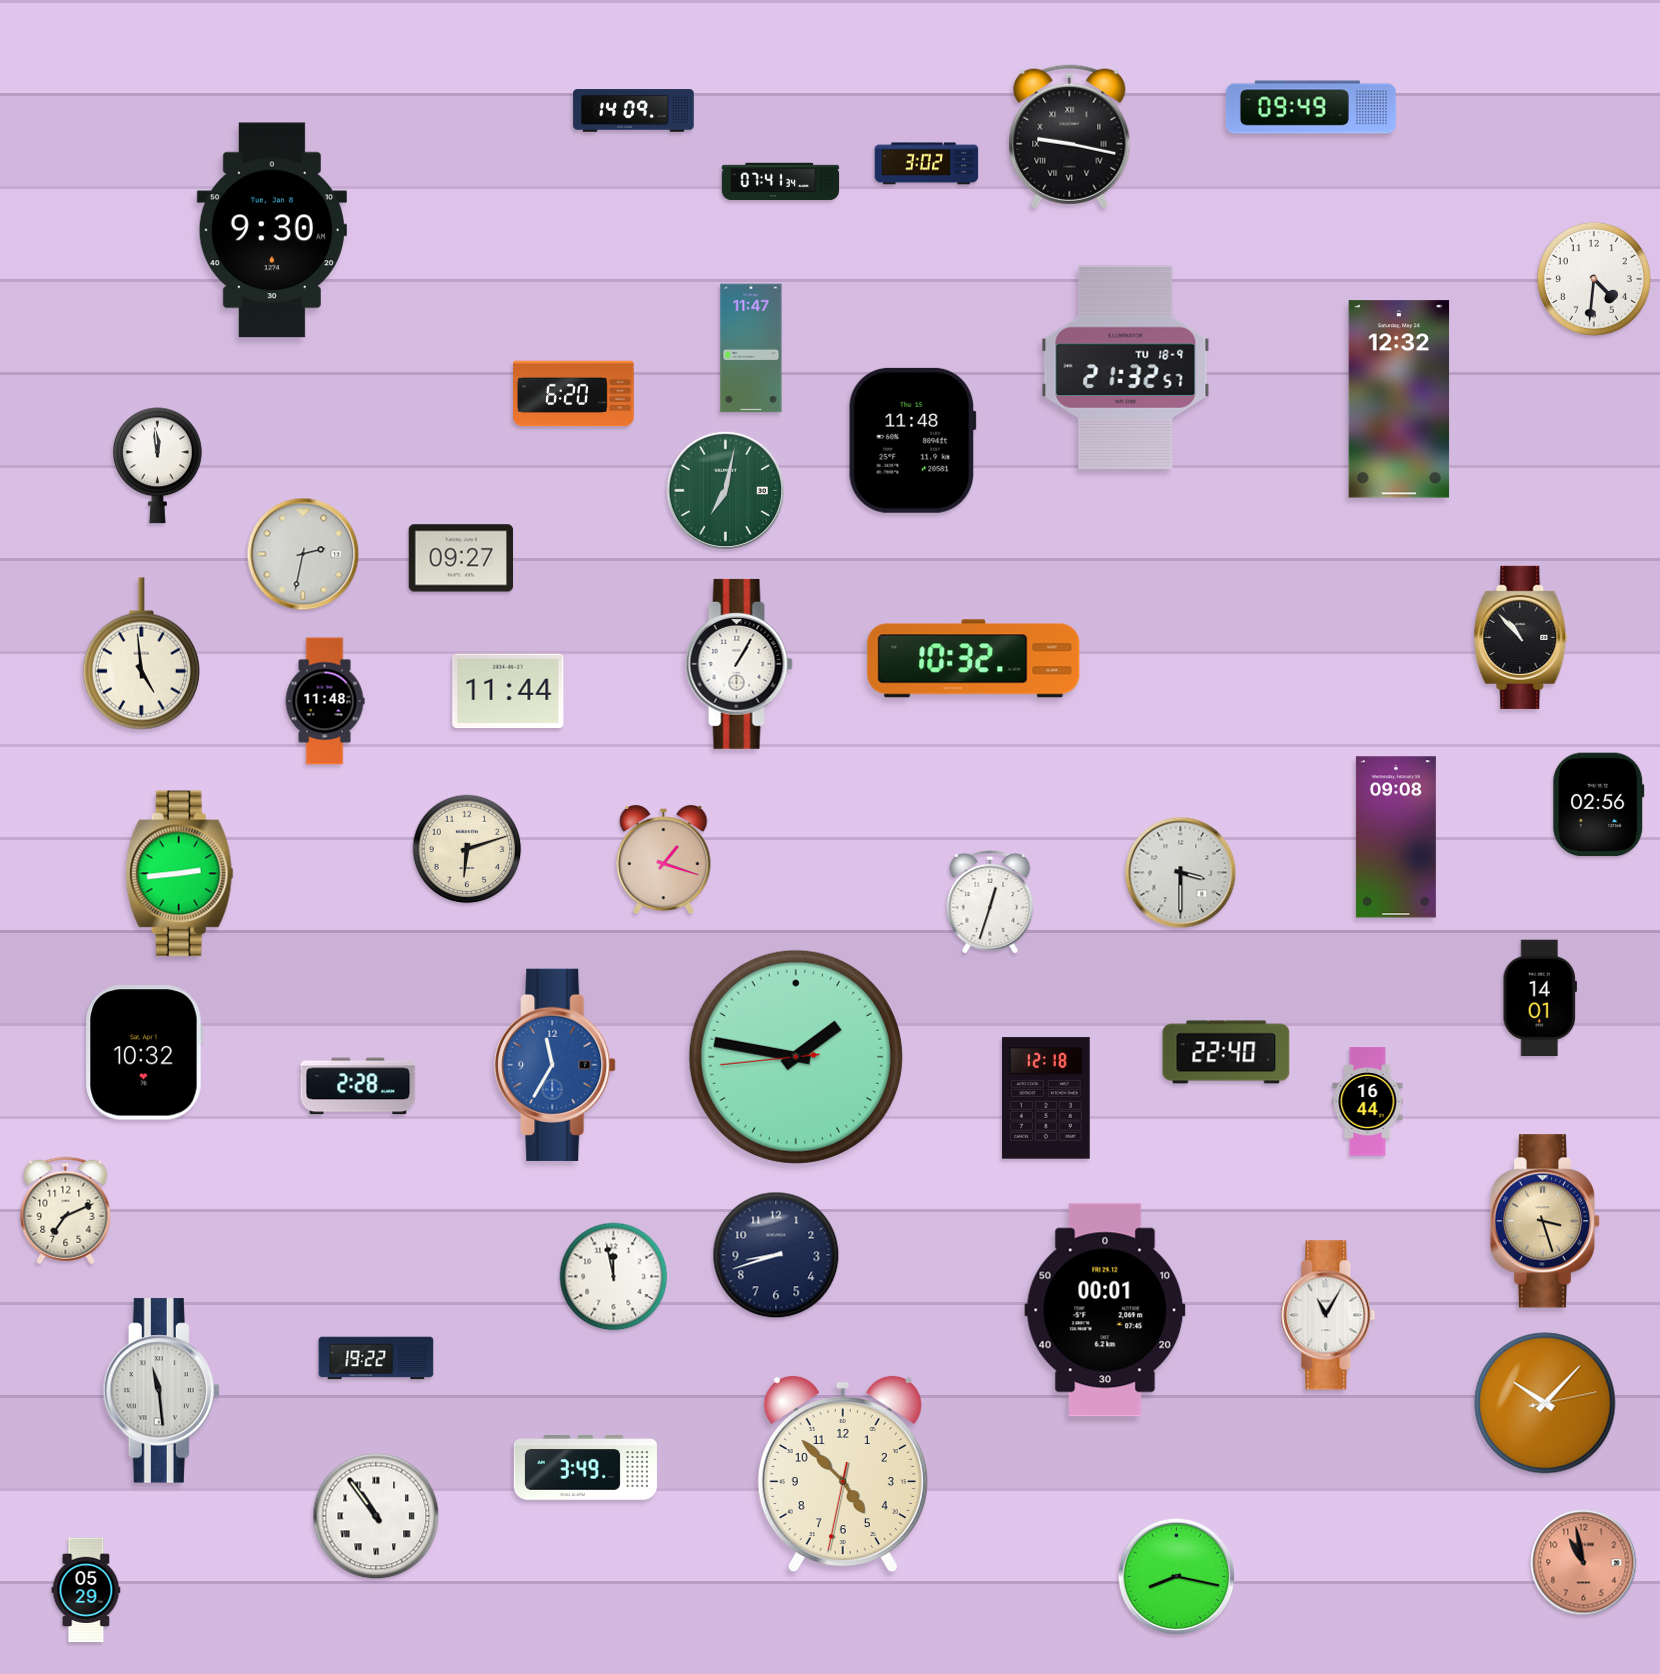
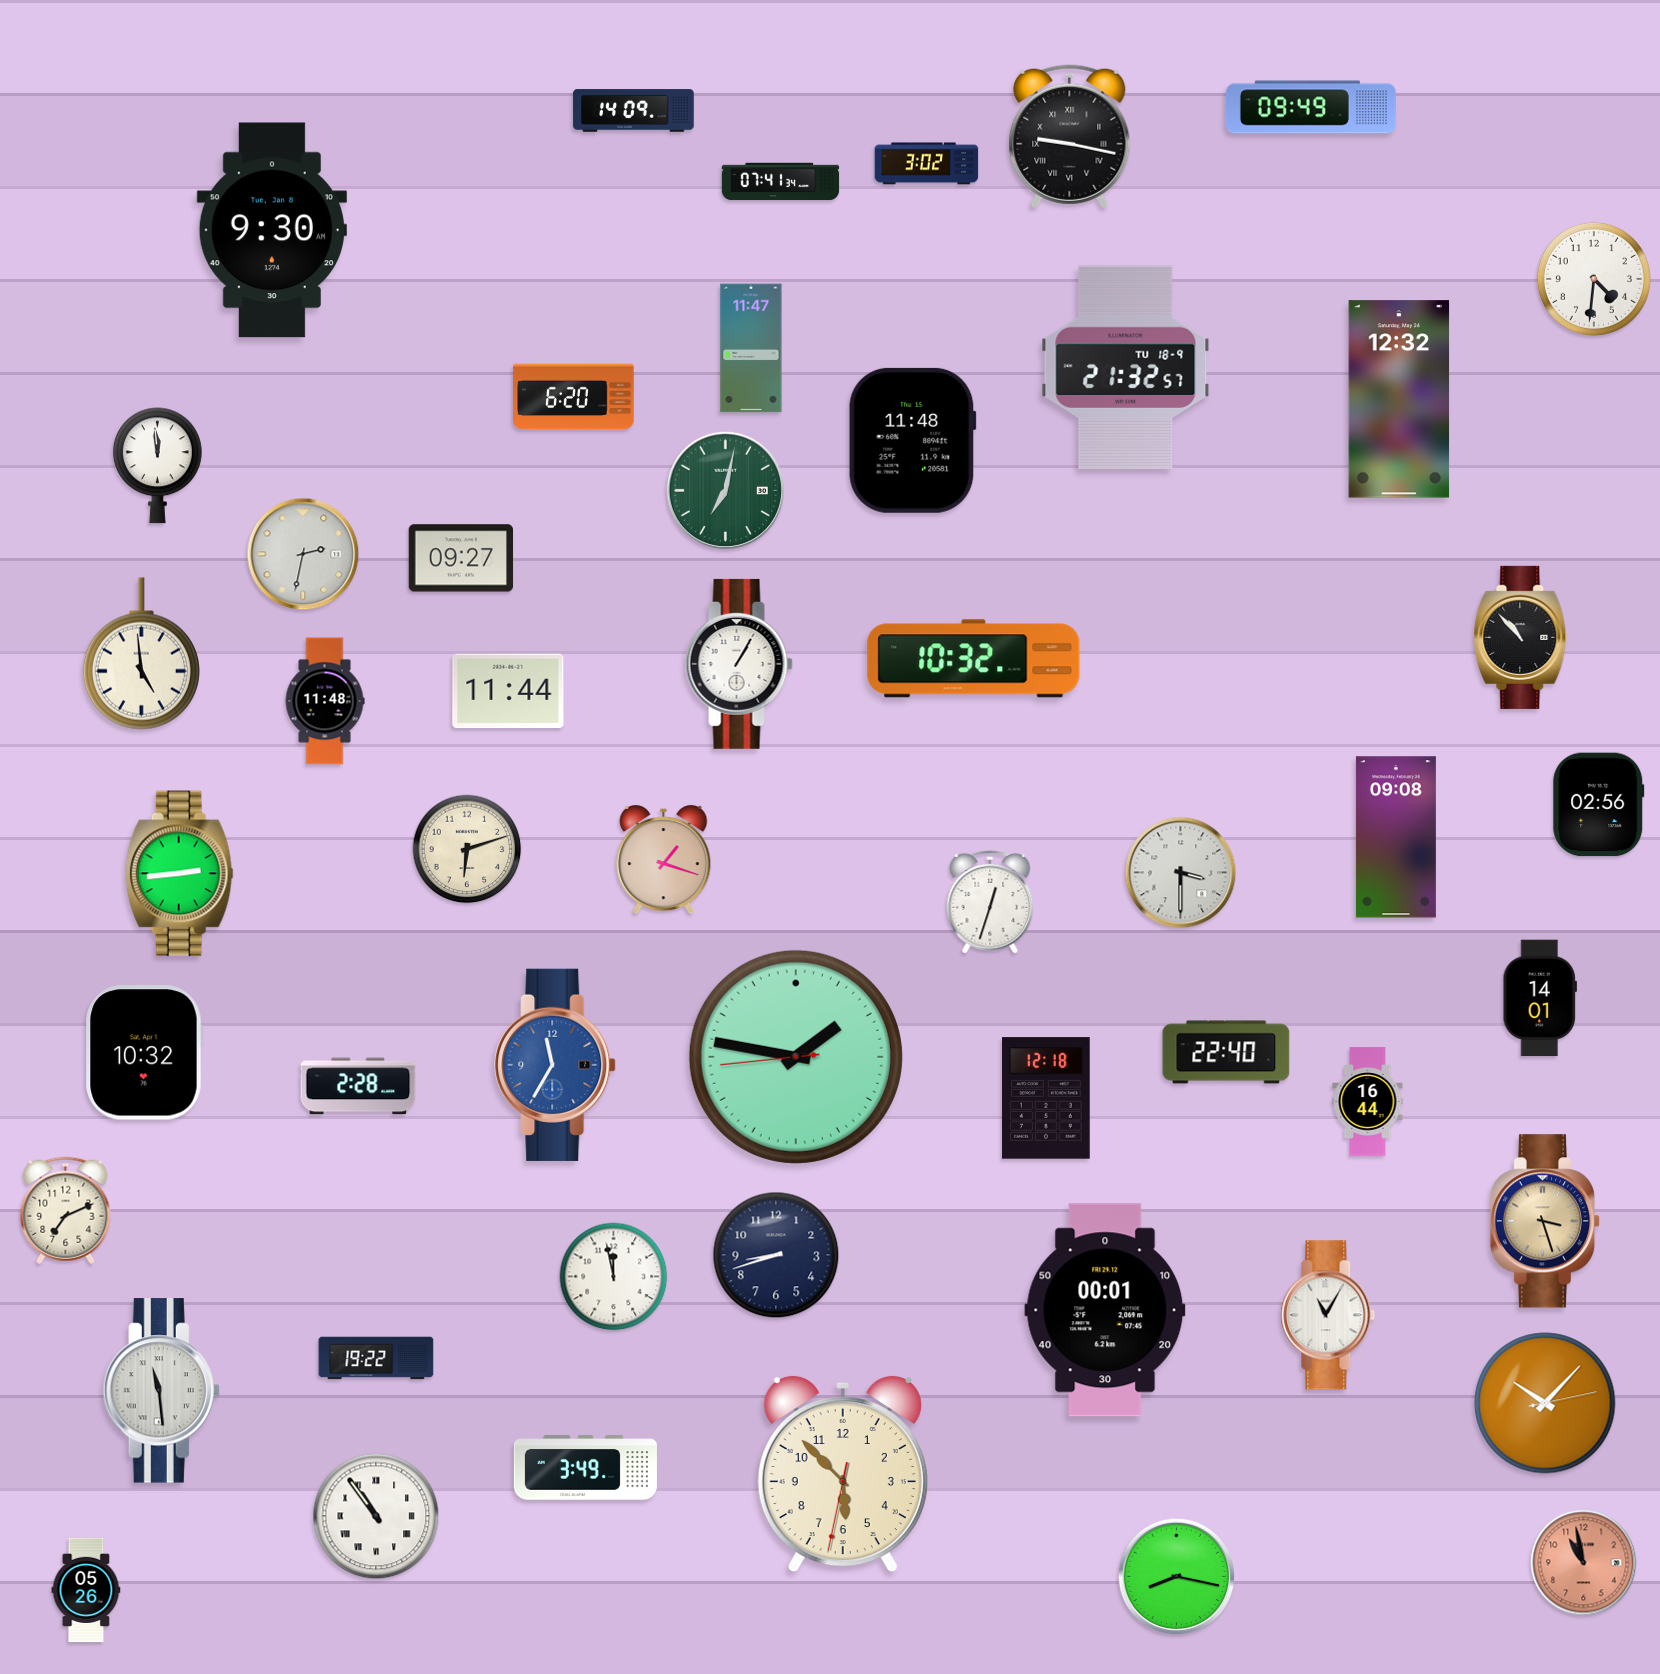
clock at (574, 394) position: (574, 394) -> (574, 397)
clock at (843, 1474): 4:52 -> 5:52
clock at (86, 1590): 05:29 -> 05:26
